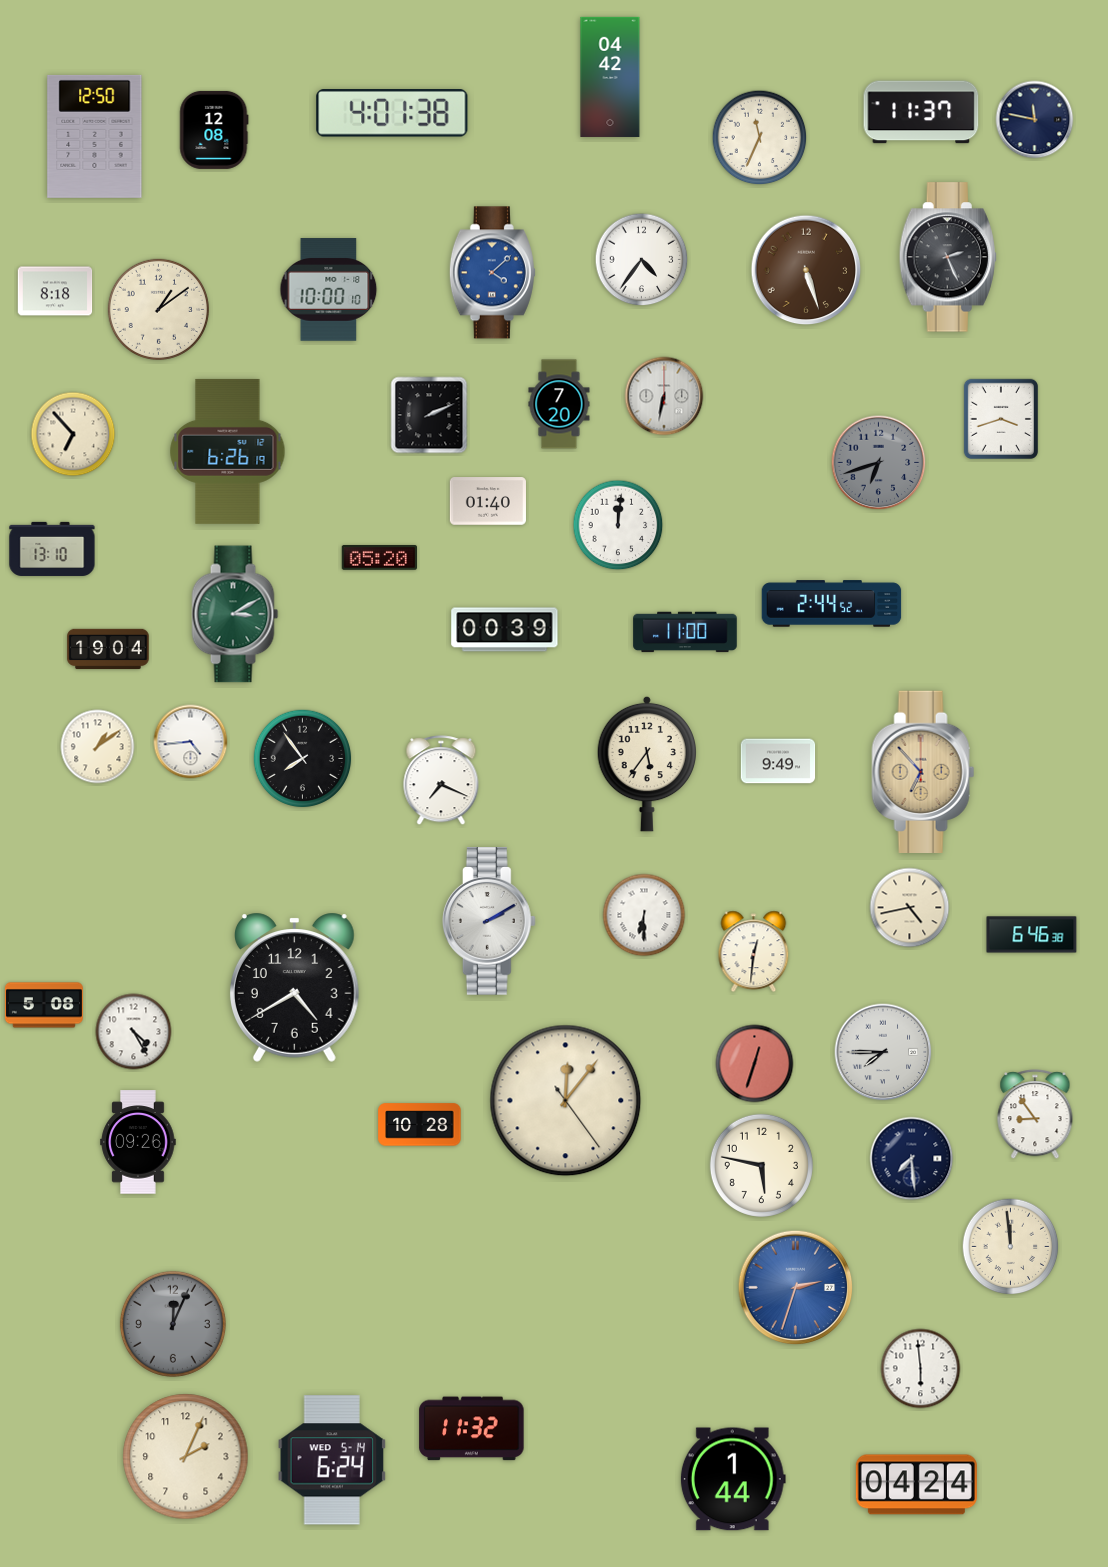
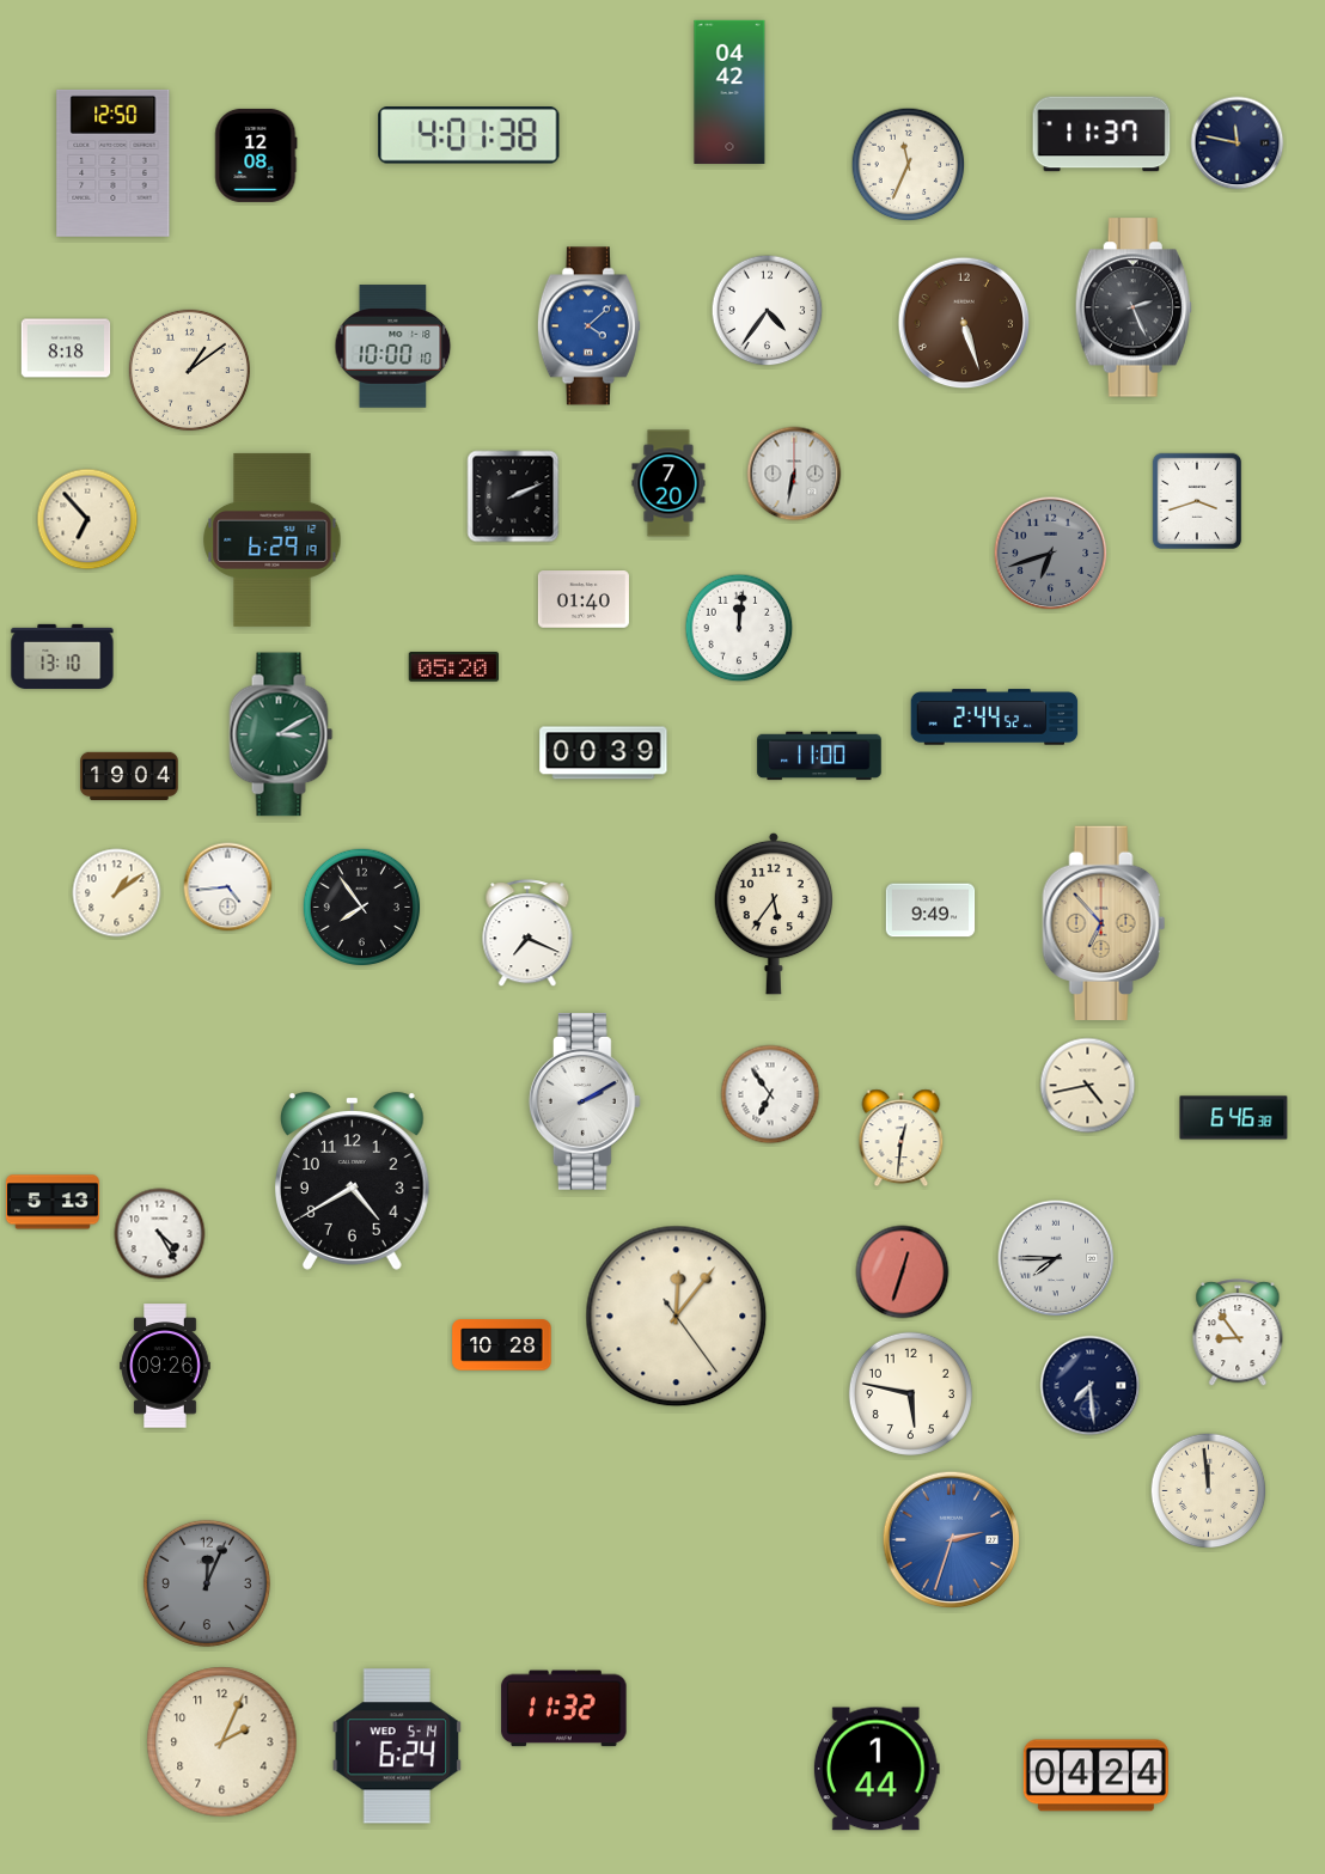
clock at (228, 451): 6:26 -> 6:29
clock at (832, 604) position: (832, 604) -> (995, 718)
clock at (644, 915): 6:30 -> 6:54
clock at (44, 1005): 5:08 -> 5:13
clock at (921, 1369): 5:59 -> none
